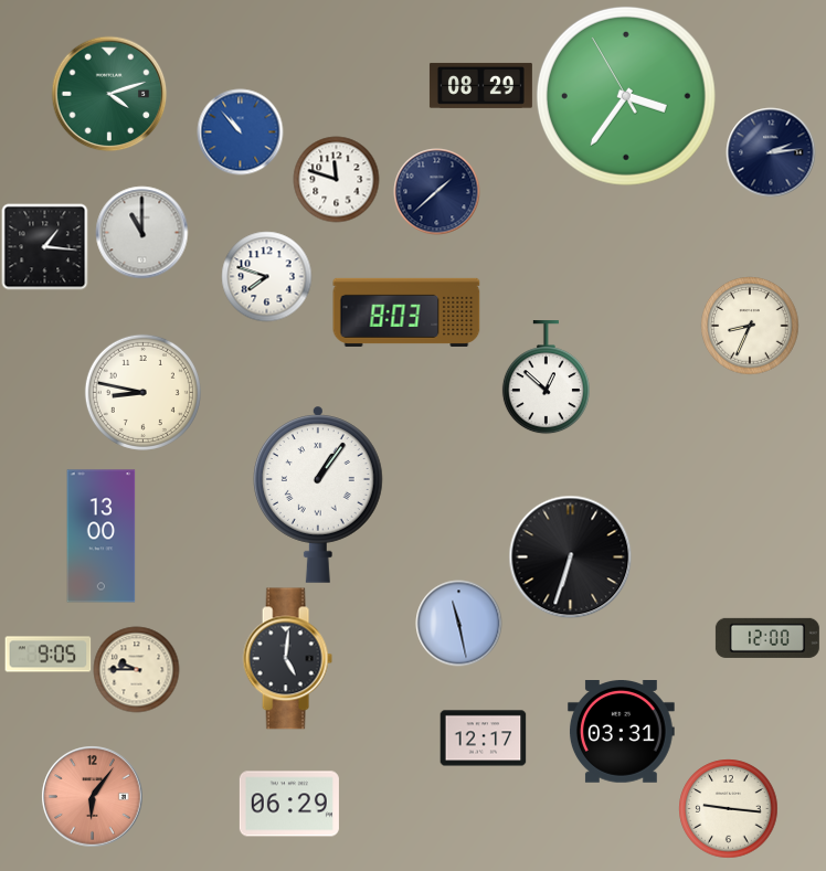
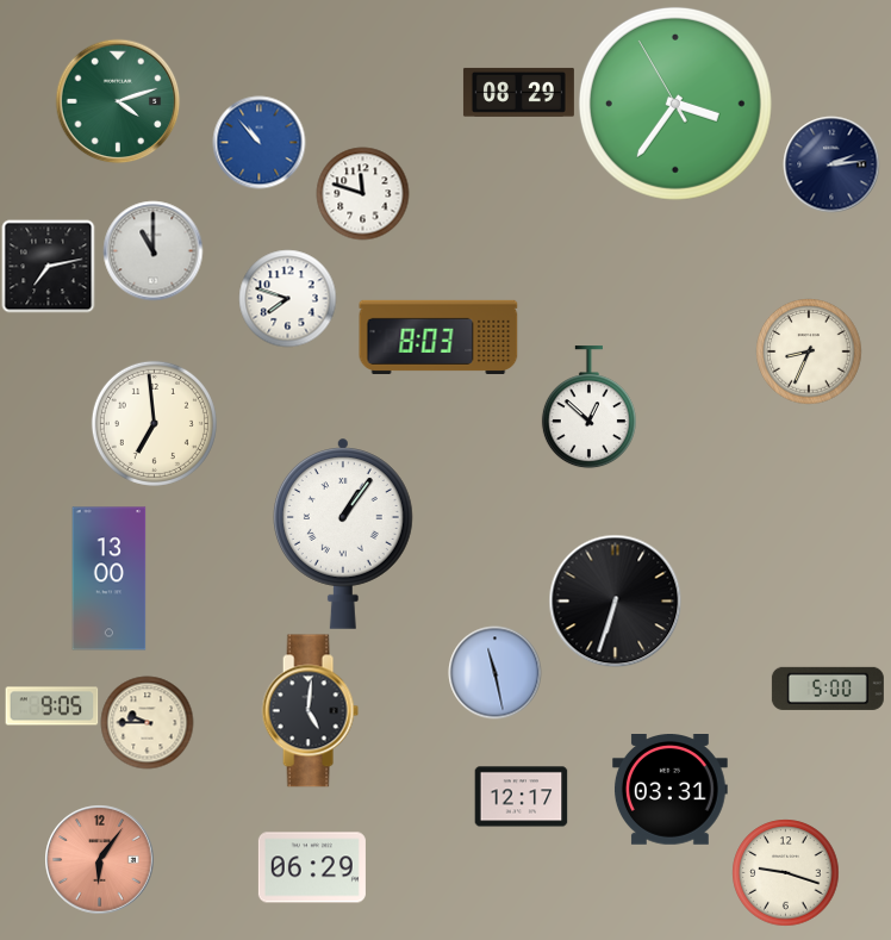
clock at (436, 191): 1:38 -> none
clock at (44, 246): 1:16 -> 7:13
clock at (142, 392): 8:47 -> 6:59
clock at (767, 638): 12:00 -> 5:00
clock at (728, 808): 9:16 -> 9:18
